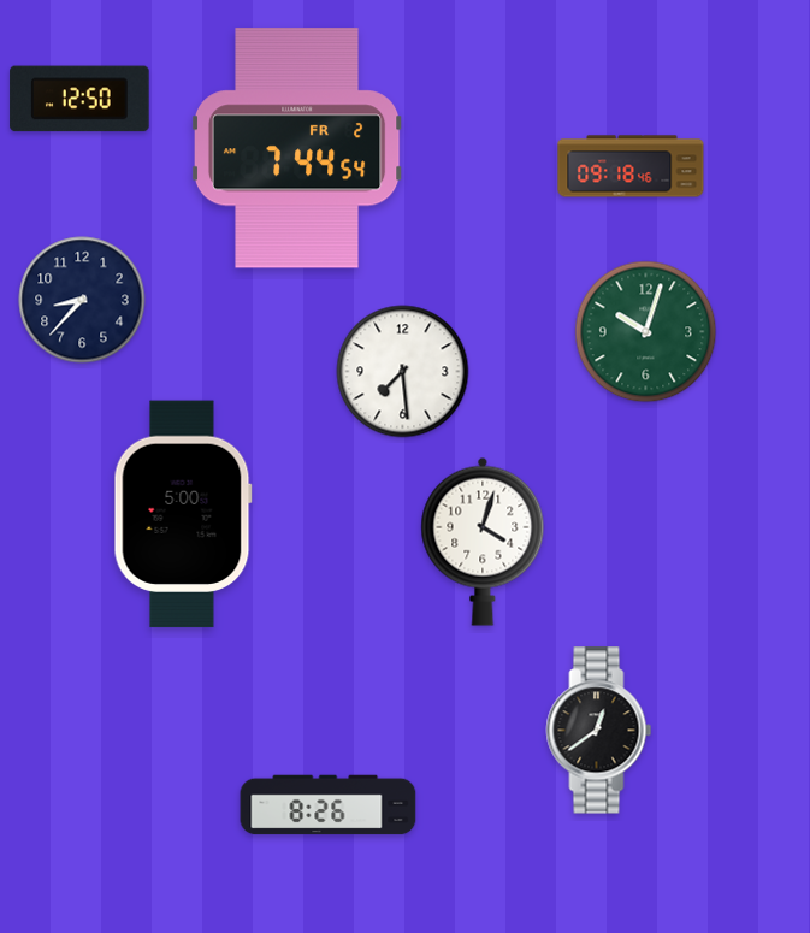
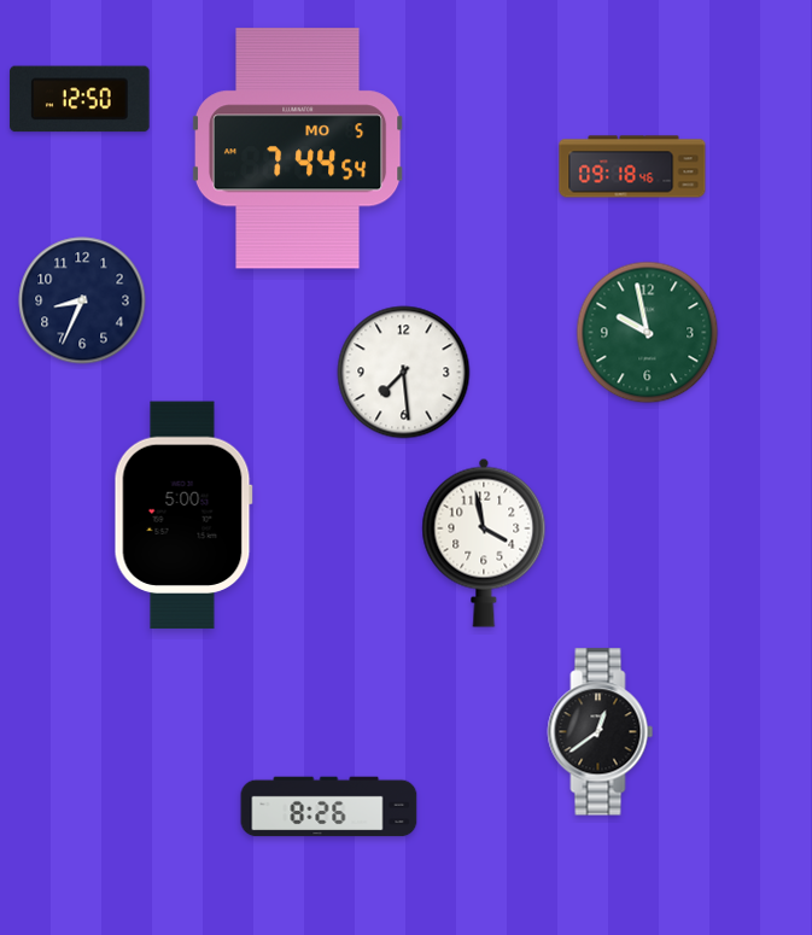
clock at (297, 148) date: FR 2 -> MO 5
clock at (82, 300): 8:37 -> 8:34
clock at (646, 332): 10:03 -> 9:58
clock at (483, 542): 4:03 -> 3:58
